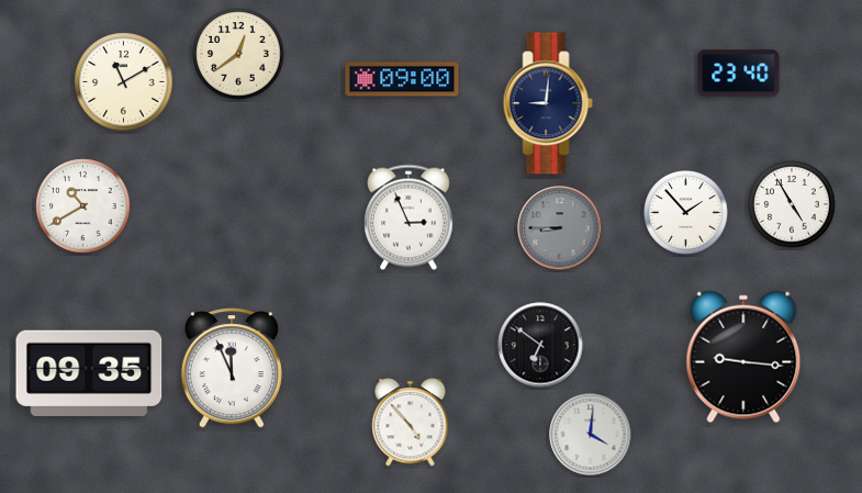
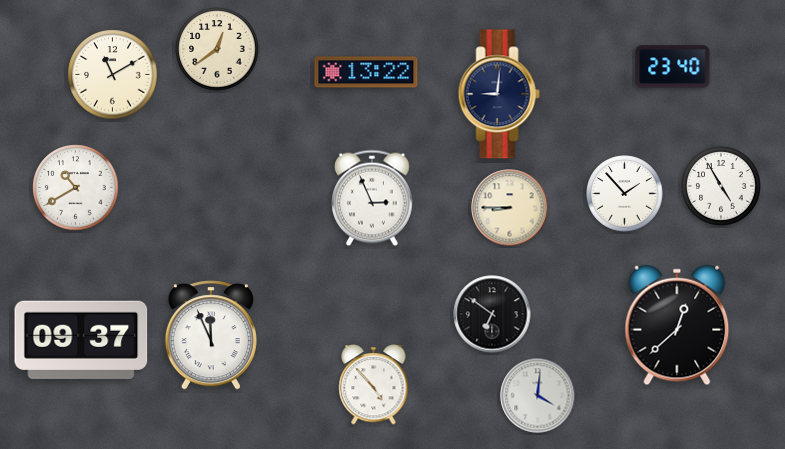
clock at (402, 79): 09:00 -> 13:22
clock at (560, 228) dial: grey -> cream
clock at (743, 357): 9:16 -> 12:38
clock at (89, 373): 09:35 -> 09:37
